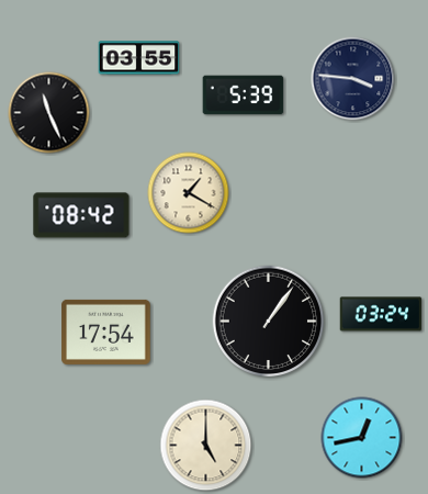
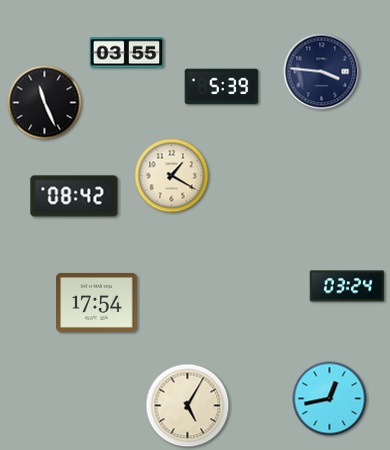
clock at (268, 321): 1:06 -> none
clock at (206, 446): 5:00 -> 5:05
